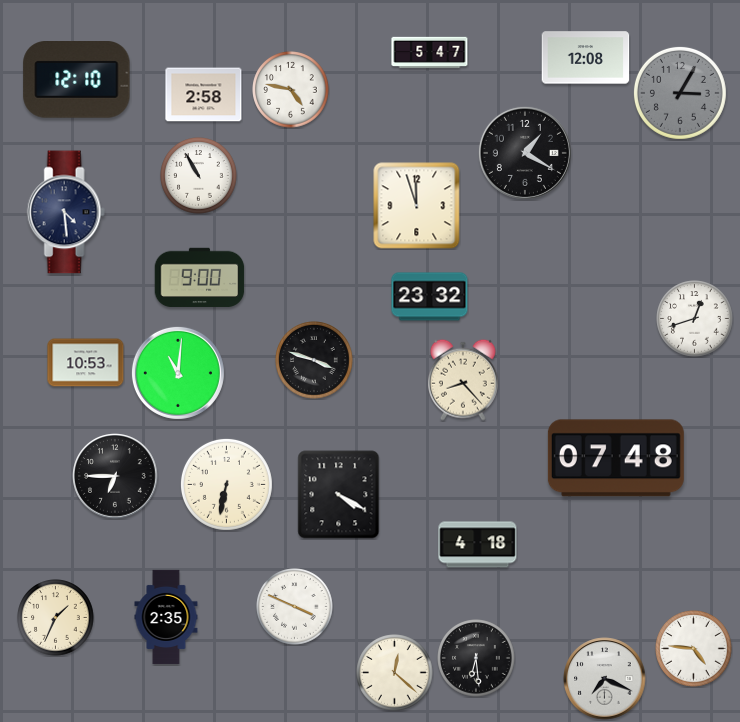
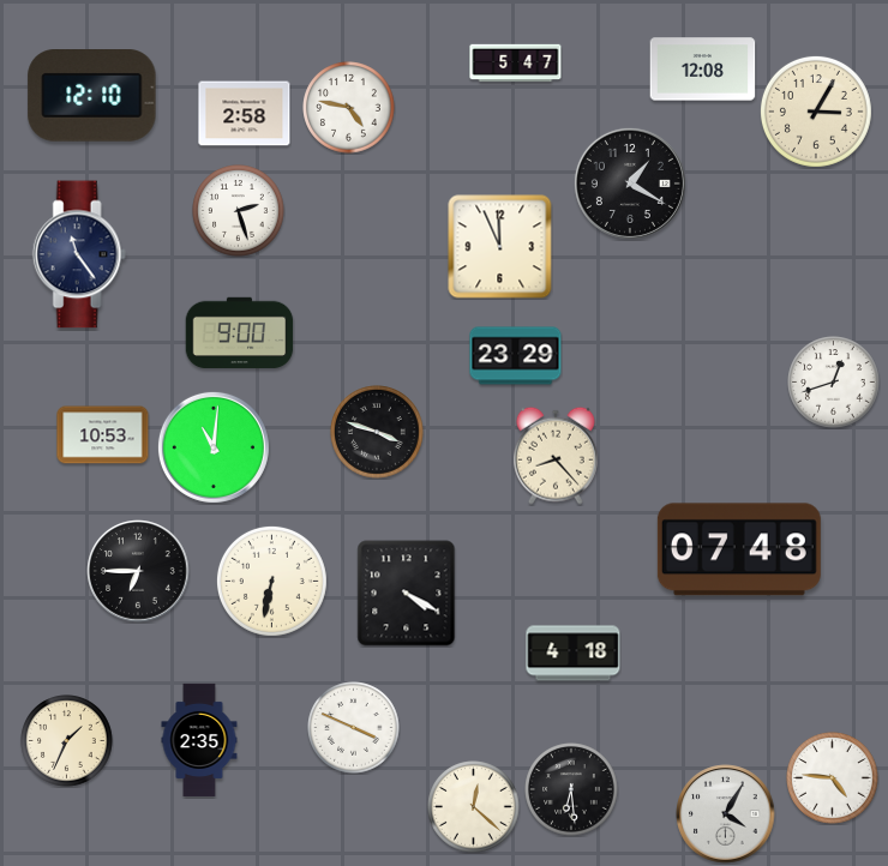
clock at (680, 93) dial: grey -> cream
clock at (199, 176): 10:55 -> 2:27
clock at (417, 206): 11:57 -> 11:56
clock at (66, 212): 4:29 -> 11:24
clock at (430, 297): 23:32 -> 23:29
clock at (605, 679): 7:19 -> 4:05
